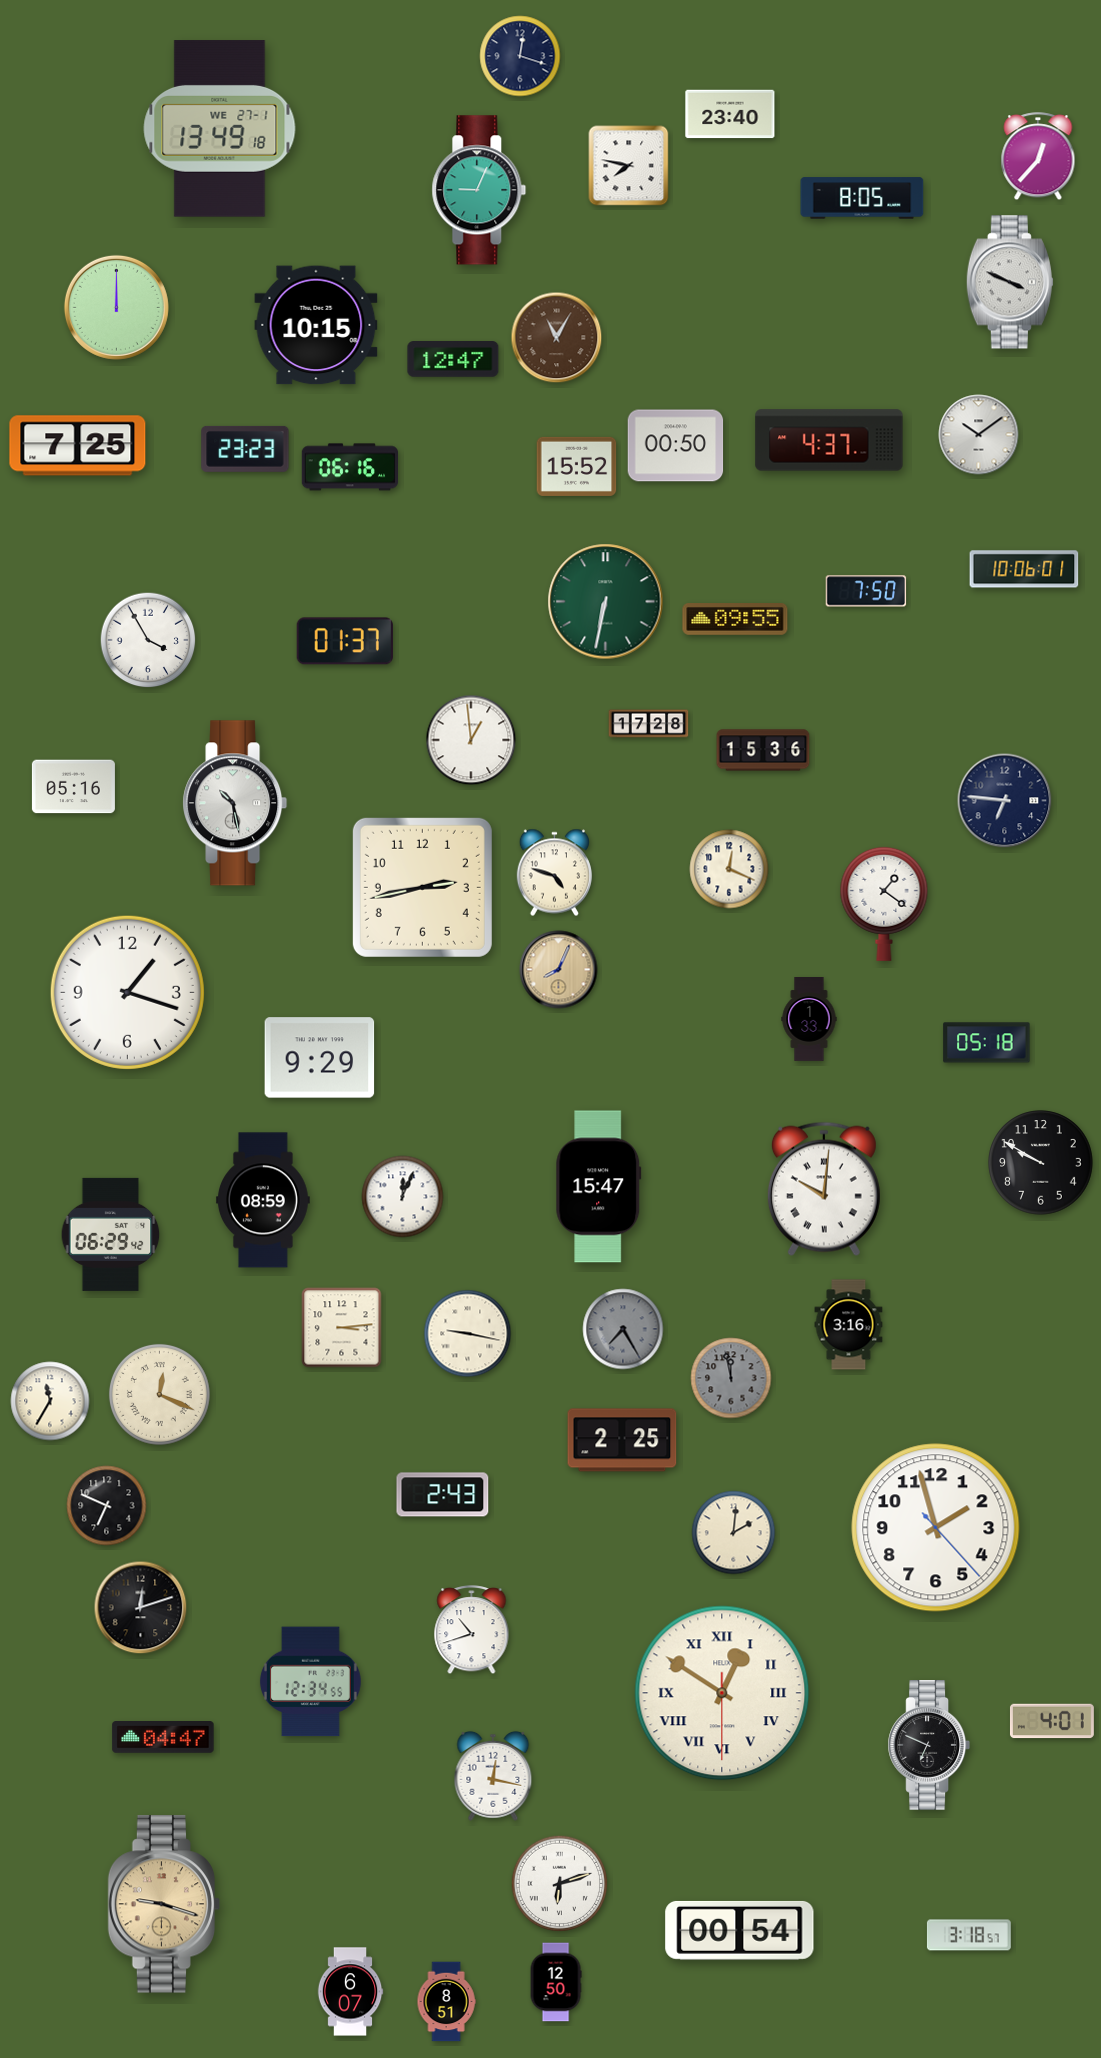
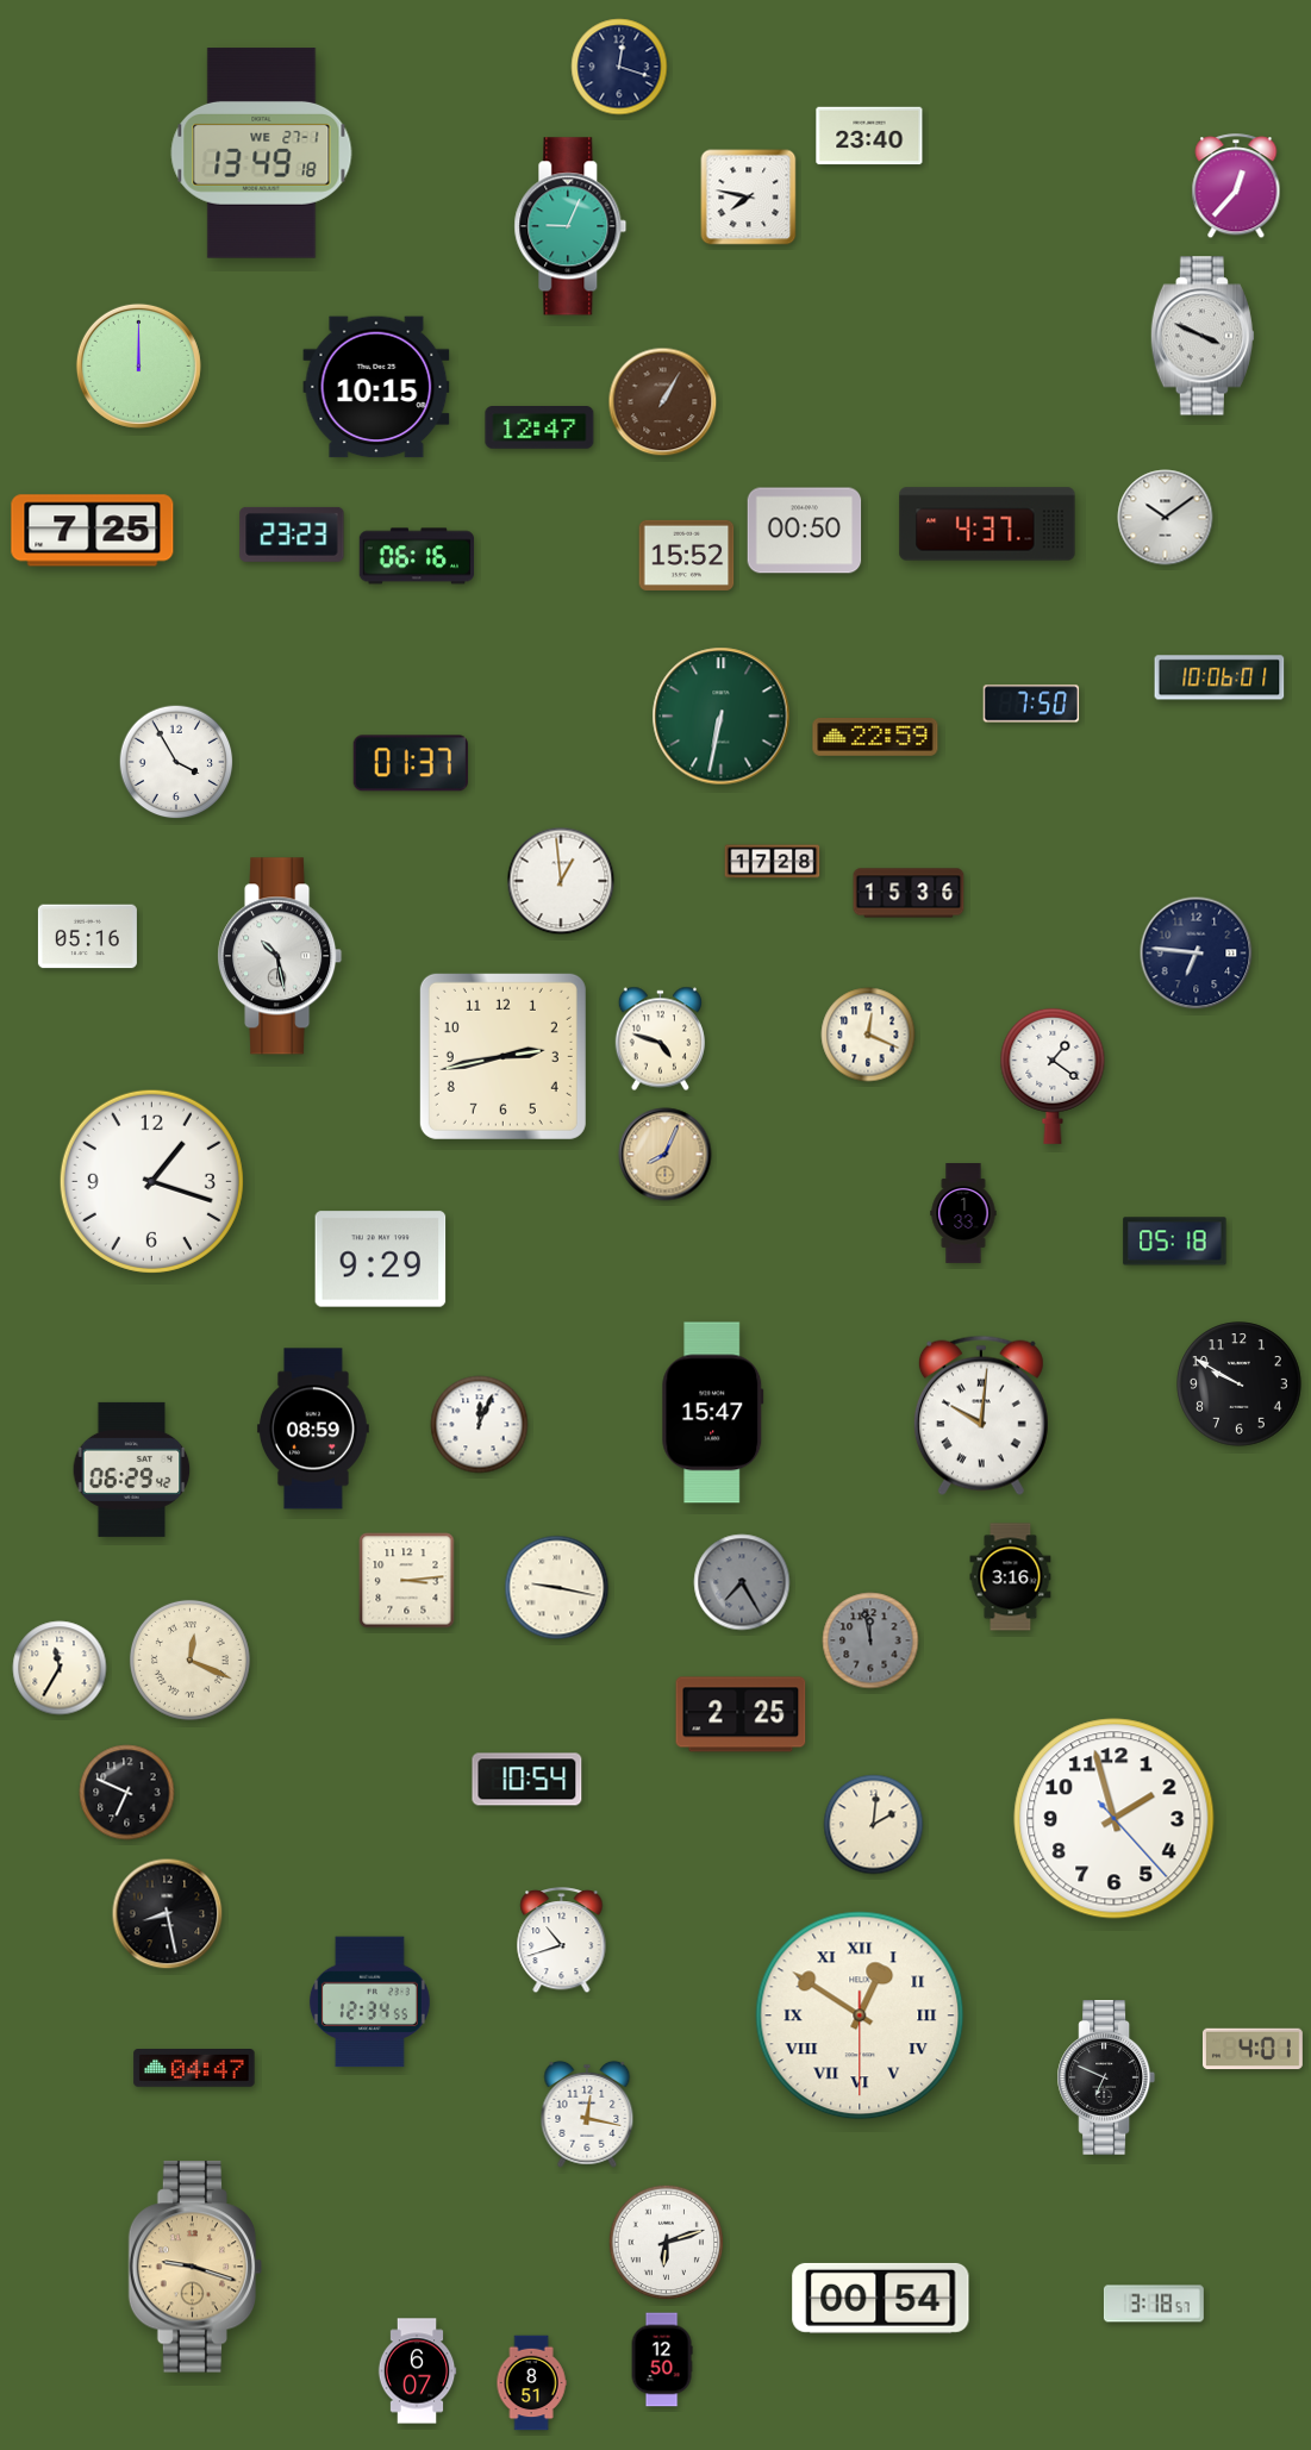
clock at (862, 198): 8:05 -> none
clock at (557, 338): 11:05 -> 1:05
clock at (735, 620): 09:55 -> 22:59
clock at (443, 1495): 2:43 -> 10:54
clock at (141, 1608): 12:12 -> 8:28
